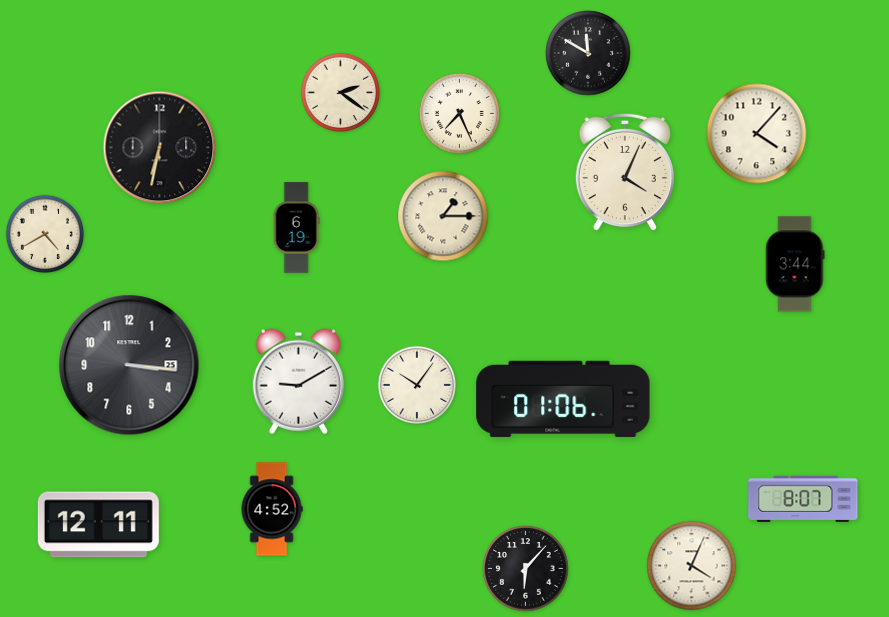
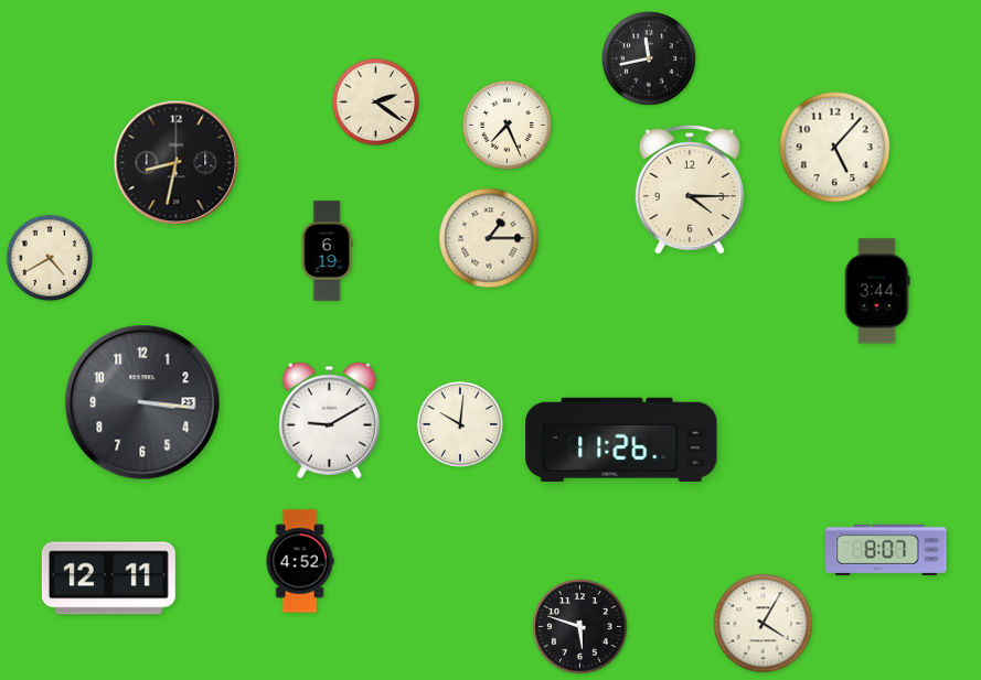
clock at (588, 53): 11:50 -> 11:43
clock at (757, 134): 4:07 -> 5:07
clock at (160, 148): 6:32 -> 8:32
clock at (625, 172): 4:04 -> 4:15
clock at (416, 384): 10:06 -> 10:01
clock at (563, 399): 01:06 -> 11:26
clock at (692, 566): 4:04 -> 4:05
clock at (526, 569): 6:07 -> 5:48
